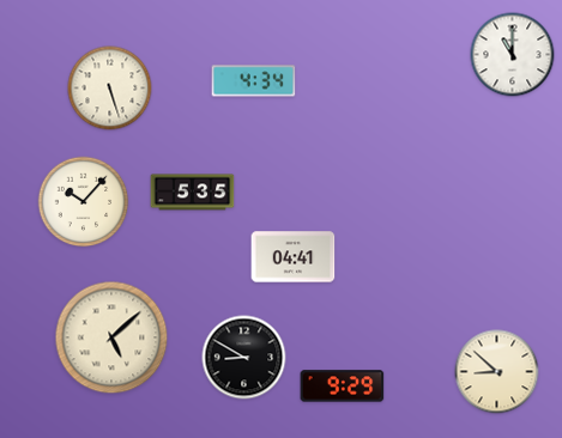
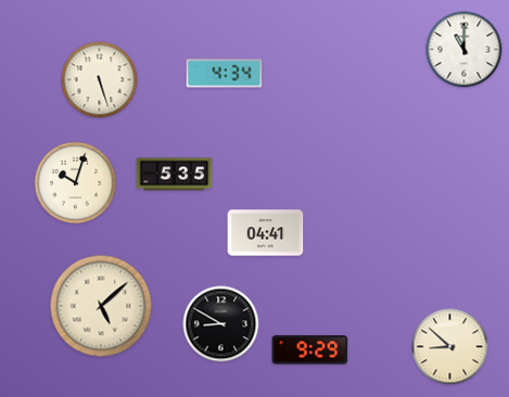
clock at (254, 81) position: (254, 81) -> (225, 74)
clock at (84, 202): 10:07 -> 10:03
clock at (497, 372) position: (497, 372) -> (450, 347)
